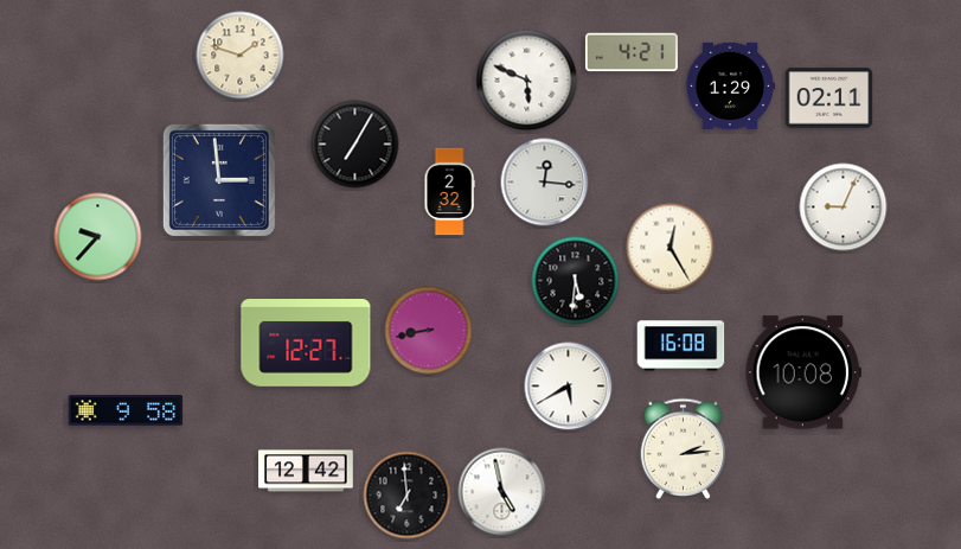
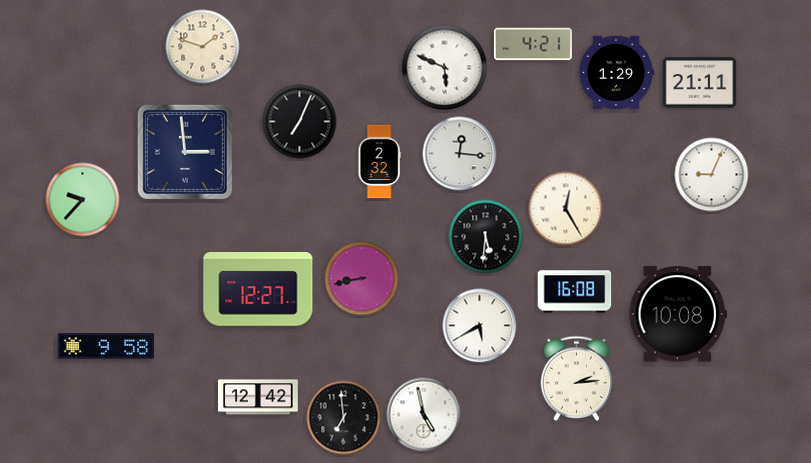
clock at (829, 98): 02:11 -> 21:11
clock at (355, 145): 7:05 -> 7:04
